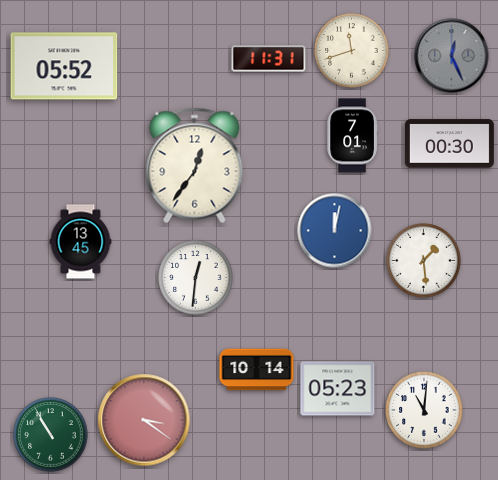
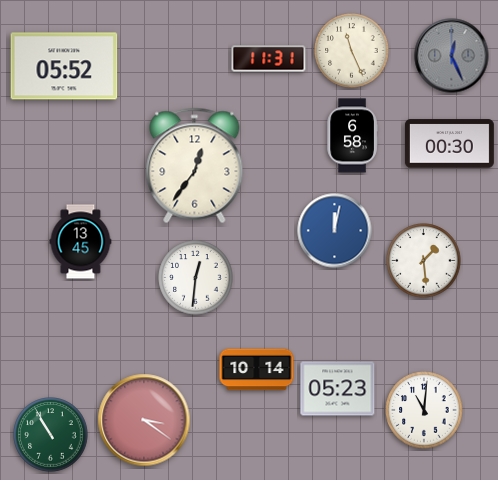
clock at (352, 51): 11:42 -> 11:26
clock at (352, 136): 7:01 -> 6:58
